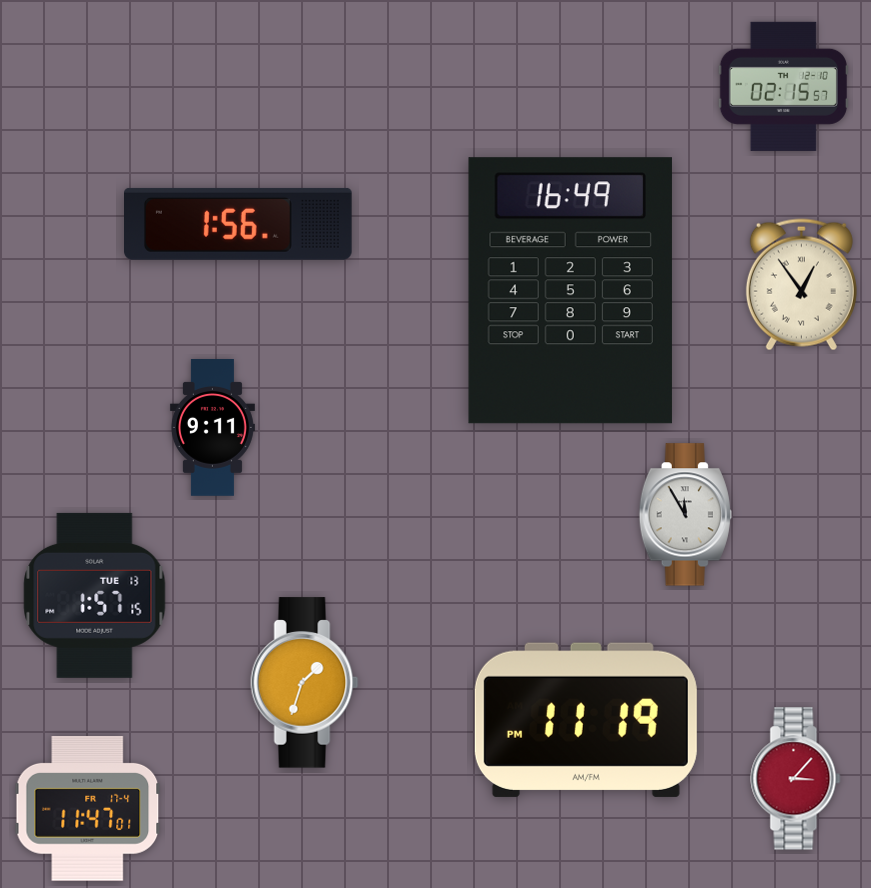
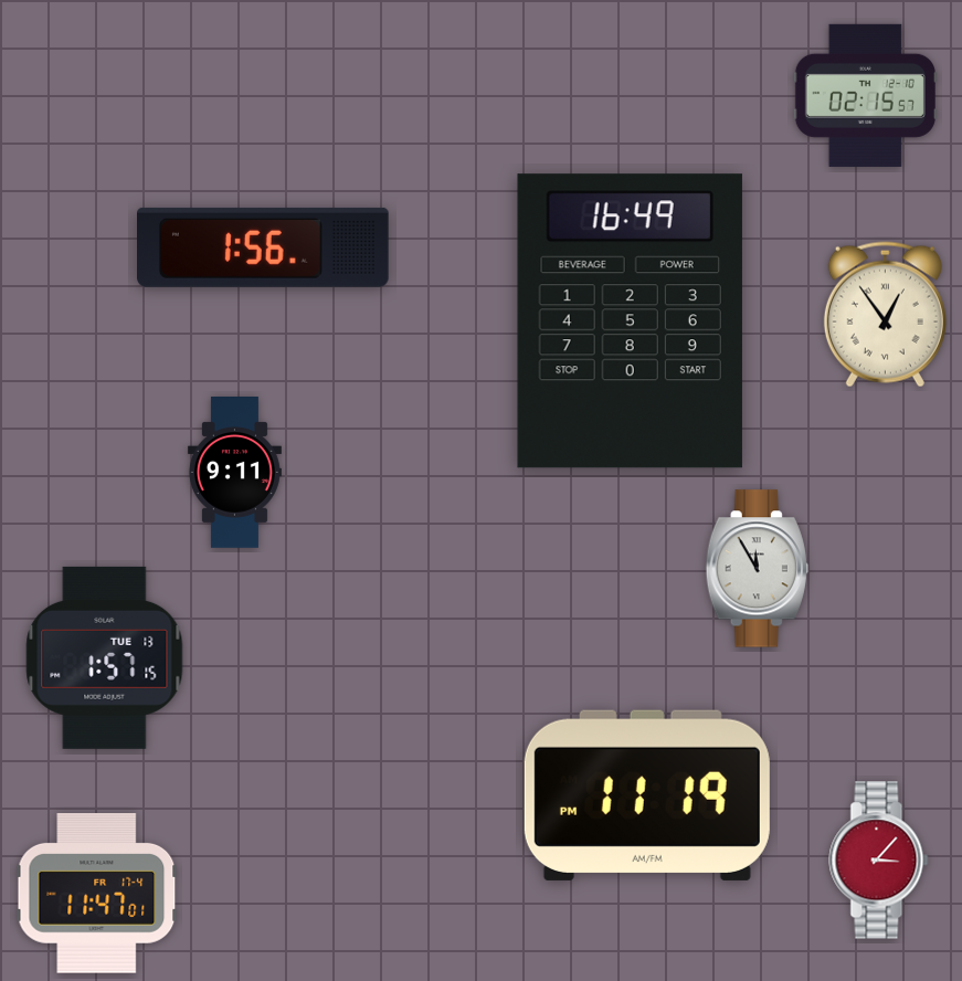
clock at (305, 683): 1:33 -> none
